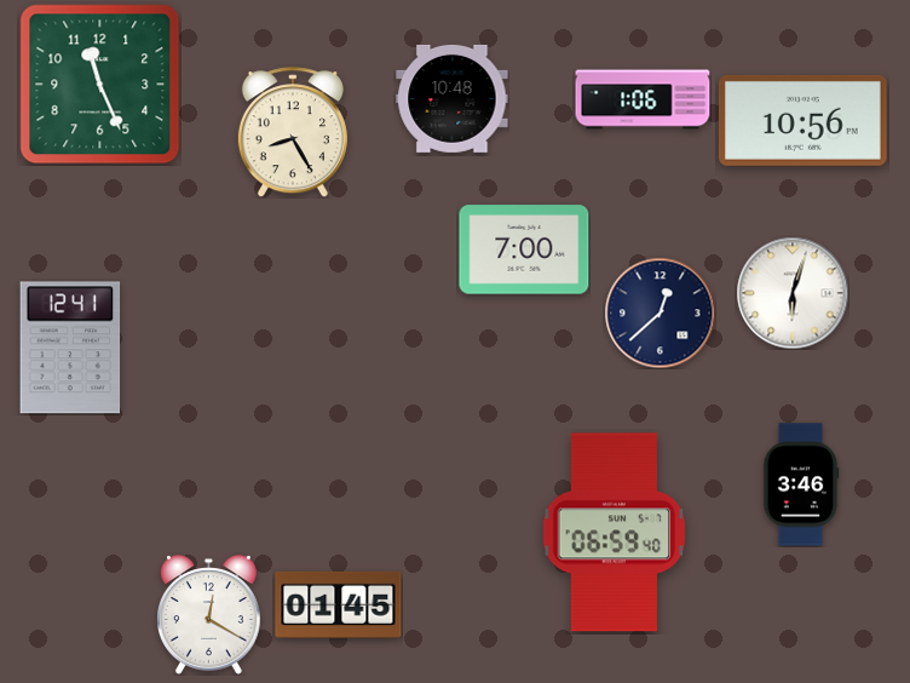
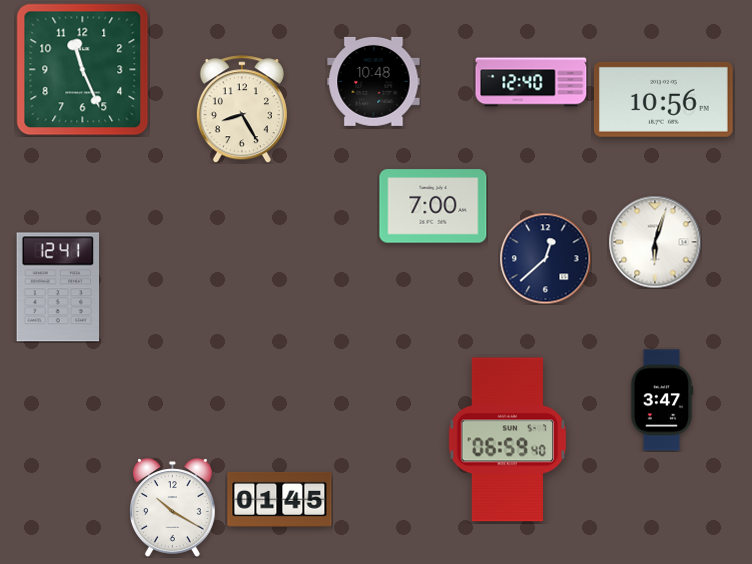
clock at (643, 99): 1:06 -> 12:40
clock at (801, 484): 3:46 -> 3:47
clock at (209, 615): 12:20 -> 10:20
